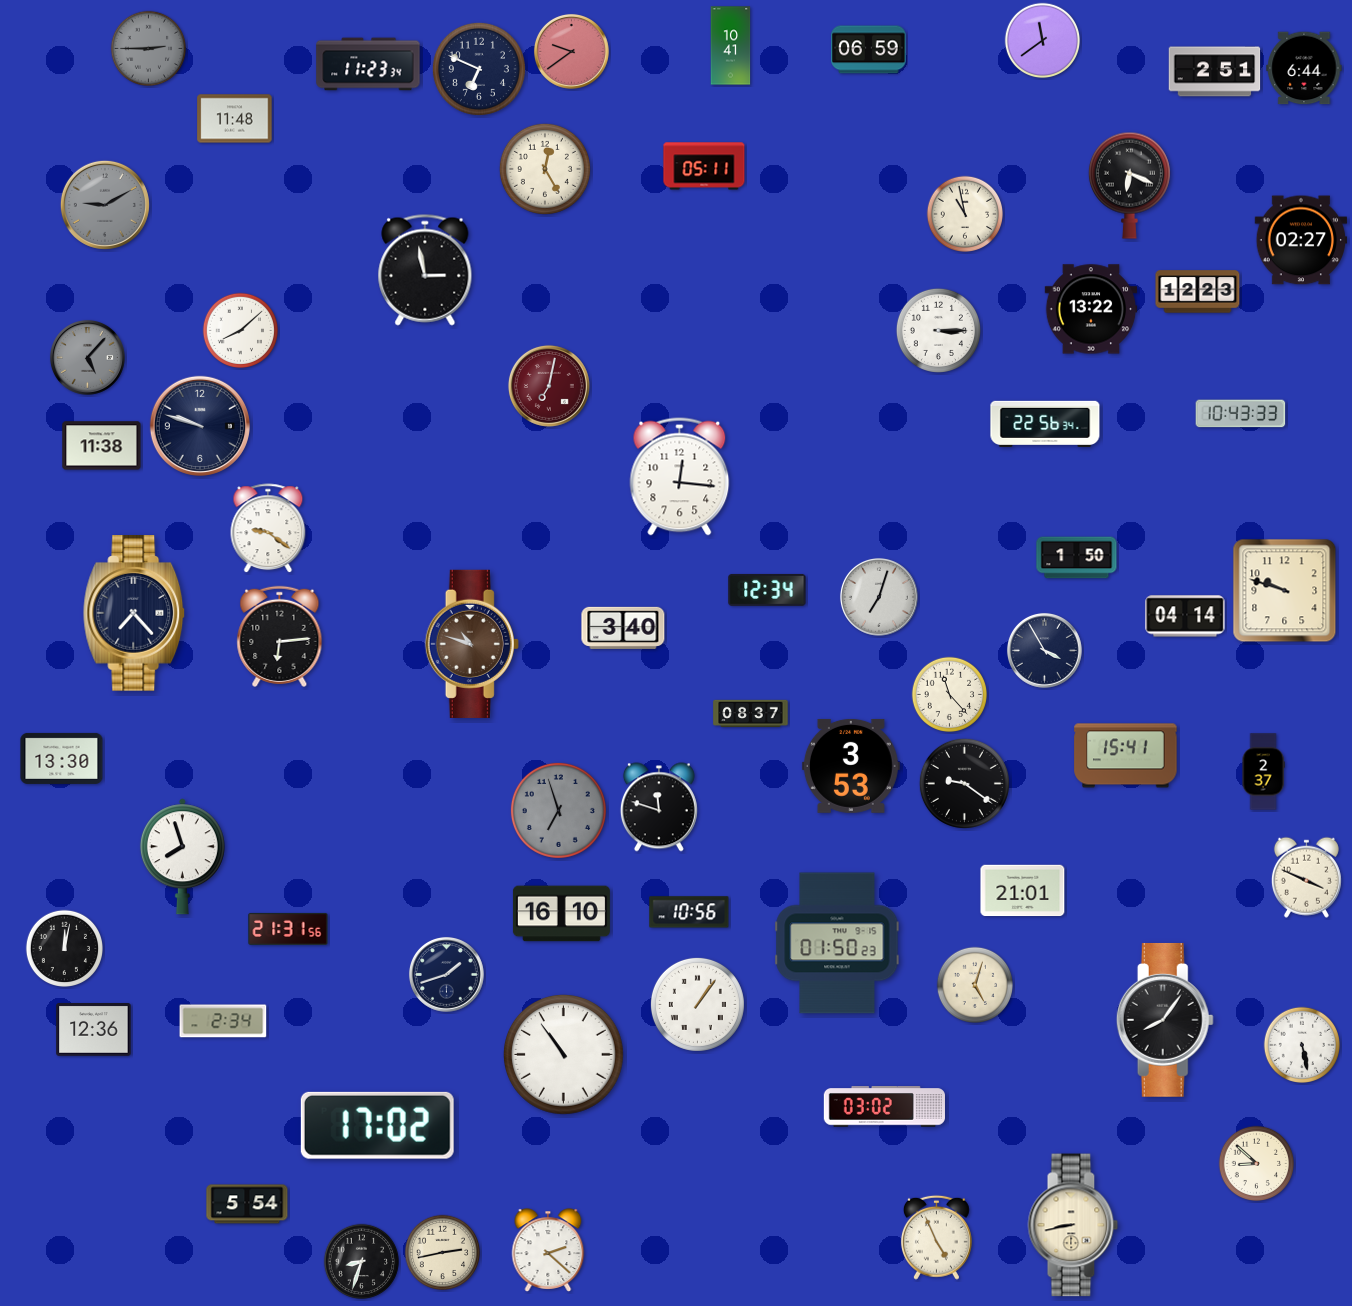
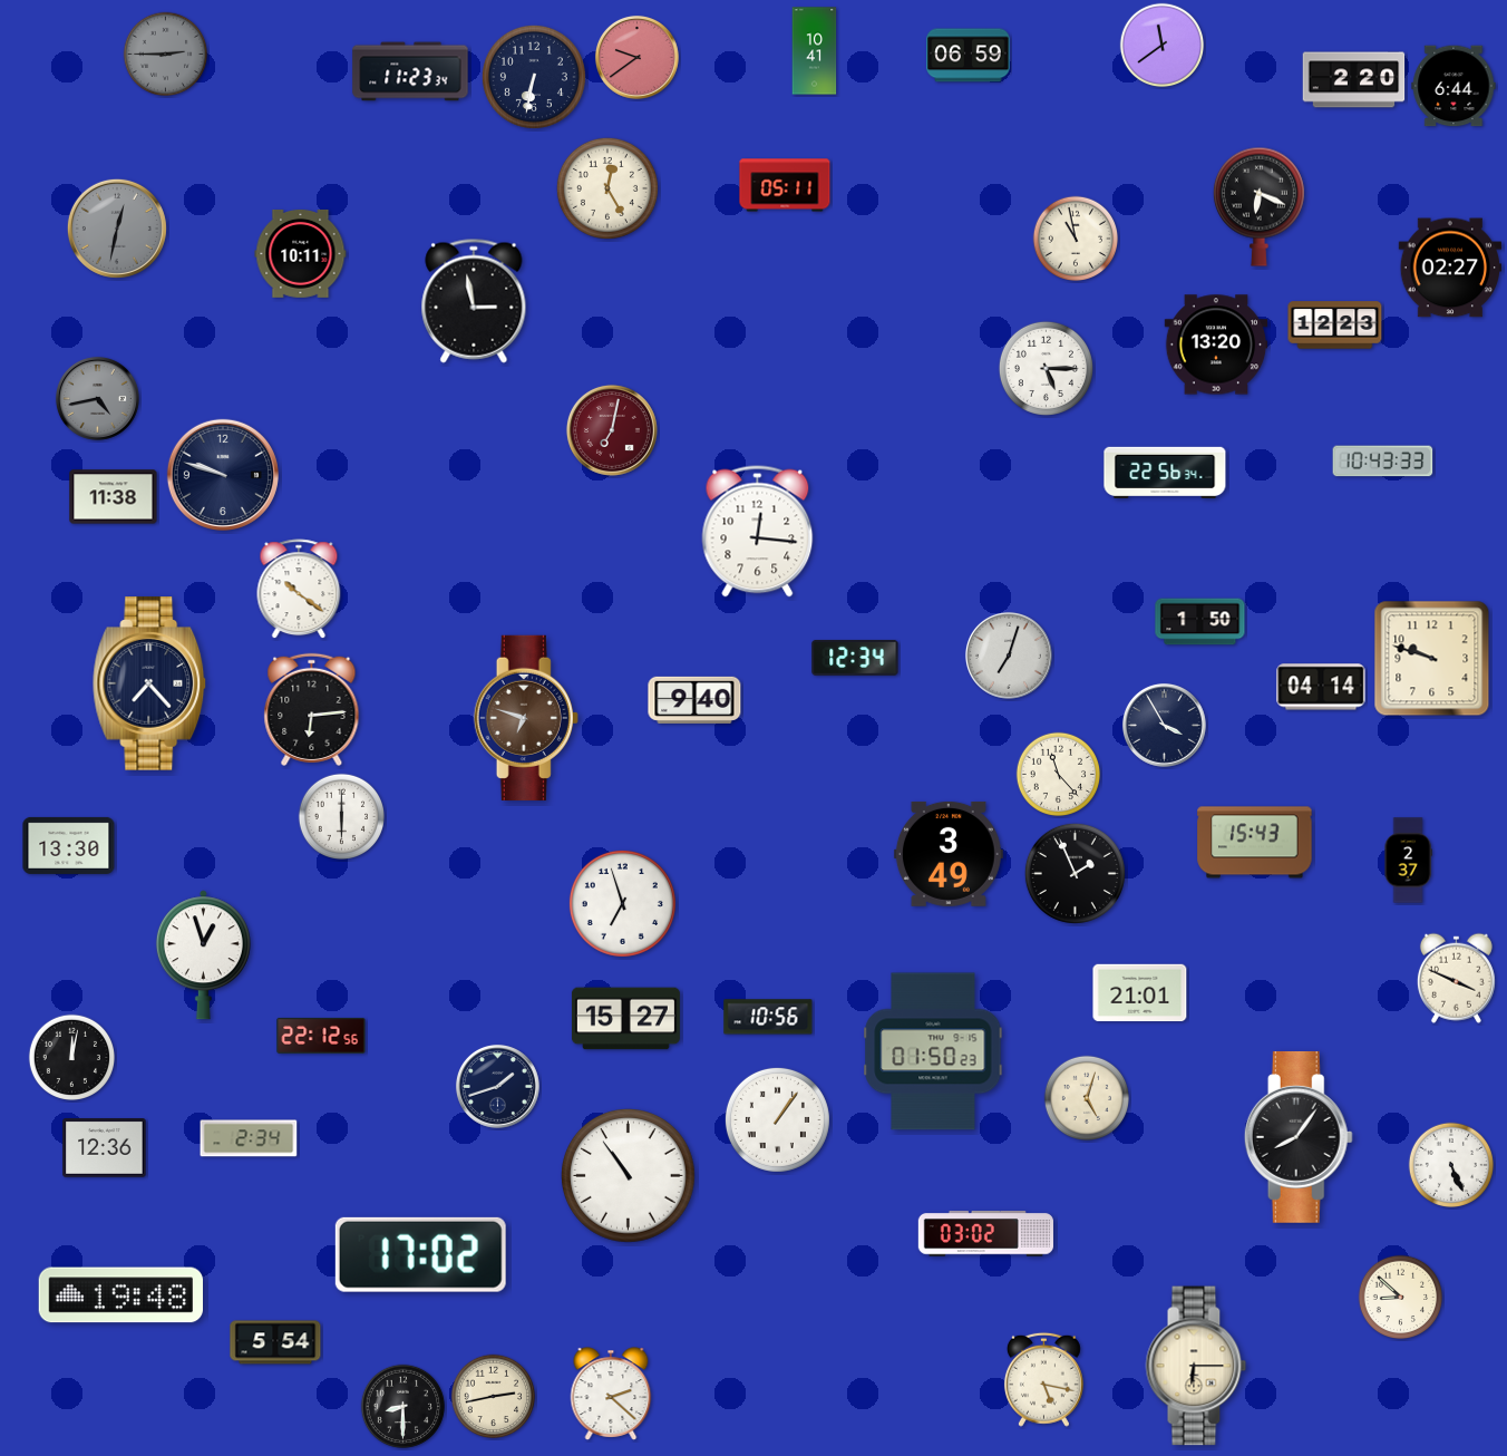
clock at (1304, 68) position: (1304, 68) -> (1453, 86)
clock at (479, 69): 6:49 -> 6:32
clock at (1215, 72): 2:51 -> 2:20
clock at (235, 119): 11:48 -> none
clock at (105, 205): 9:10 -> 12:32
clock at (301, 253): none -> 10:11
clock at (1091, 309): 13:22 -> 13:20
clock at (938, 330): 3:15 -> 5:15
clock at (241, 331): 8:08 -> none
clock at (87, 357): 5:07 -> 4:43
clock at (268, 529): 9:21 -> 10:21
clock at (879, 597) position: (879, 597) -> (1009, 656)
clock at (623, 628): 3:40 -> 9:40
clock at (472, 644): 10:48 -> 6:48
clock at (751, 714): 08:37 -> none
clock at (341, 816): none -> 6:00
clock at (1126, 756): 15:41 -> 15:43
clock at (851, 766): 3:53 -> 3:49
clock at (964, 783): 9:21 -> 1:56
clock at (659, 807): 11:48 -> none
clock at (558, 810) dial: grey -> white
clock at (182, 857): 7:57 -> 12:57
clock at (561, 914): 16:10 -> 15:27
clock at (288, 929): 21:31 -> 22:12
clock at (1302, 1045): 5:28 -> 5:26
clock at (120, 1295): none -> 19:48
clock at (1073, 1225): 8:43 -> 6:15
clock at (936, 1237): 4:56 -> 5:17
clock at (362, 1262): 8:33 -> 8:30
